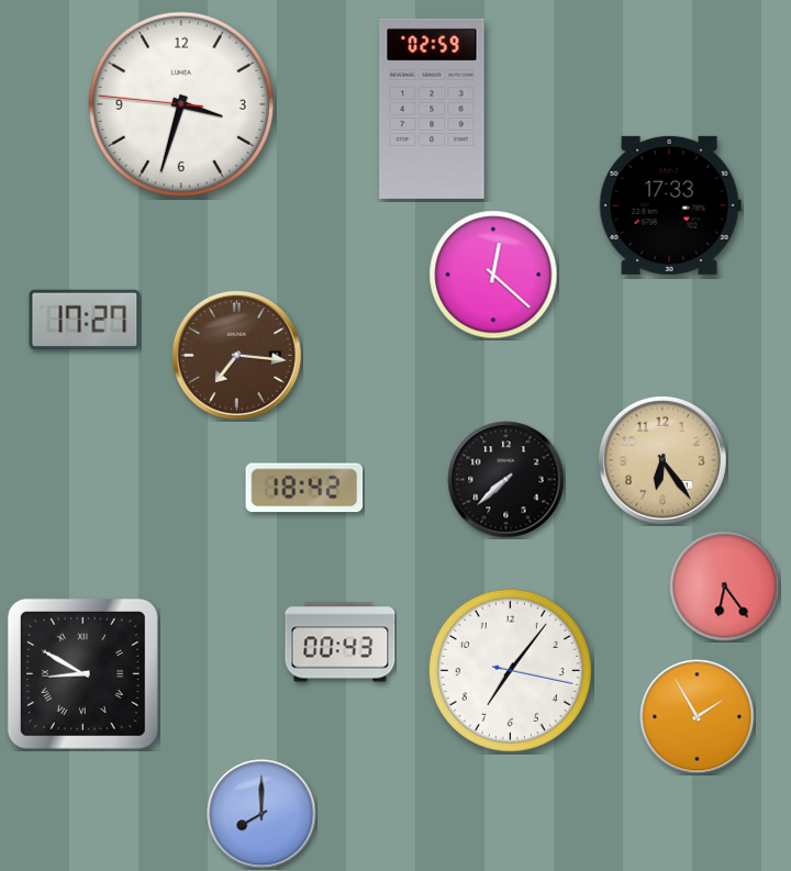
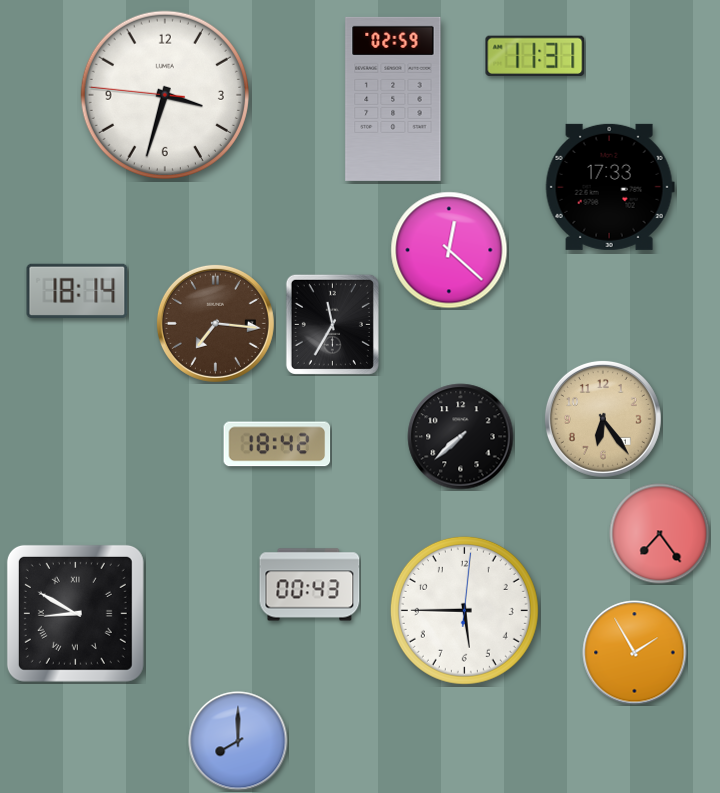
clock at (535, 56): none -> 11:31
clock at (85, 319): 17:27 -> 18:14
clock at (332, 324): none -> 11:35
clock at (725, 587): 6:24 -> 7:24
clock at (510, 670): 7:06 -> 5:45
